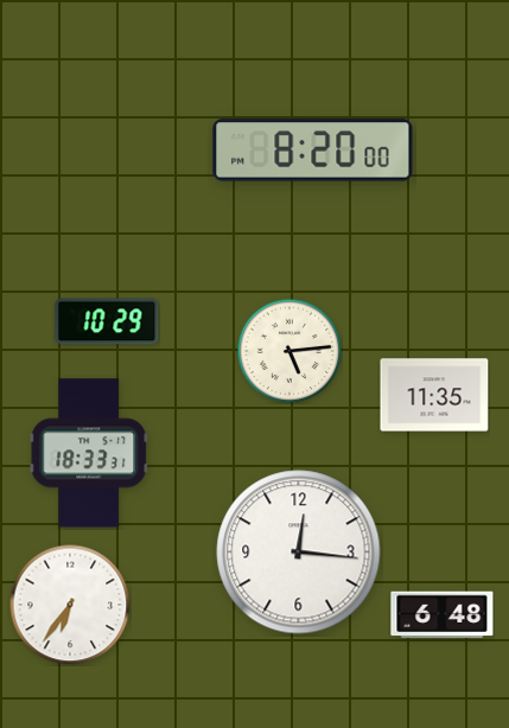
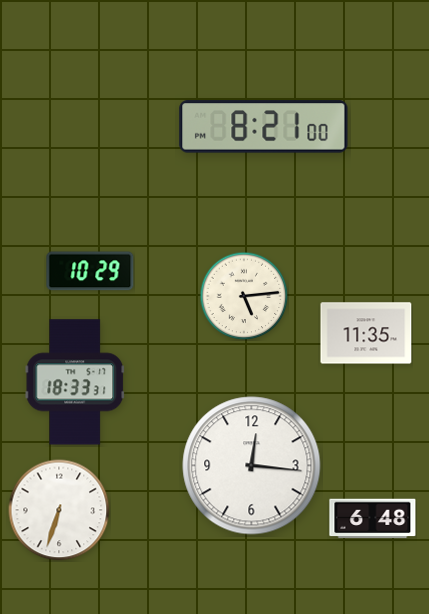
clock at (313, 151): 8:20 -> 8:21
clock at (70, 605): 6:36 -> 6:33
